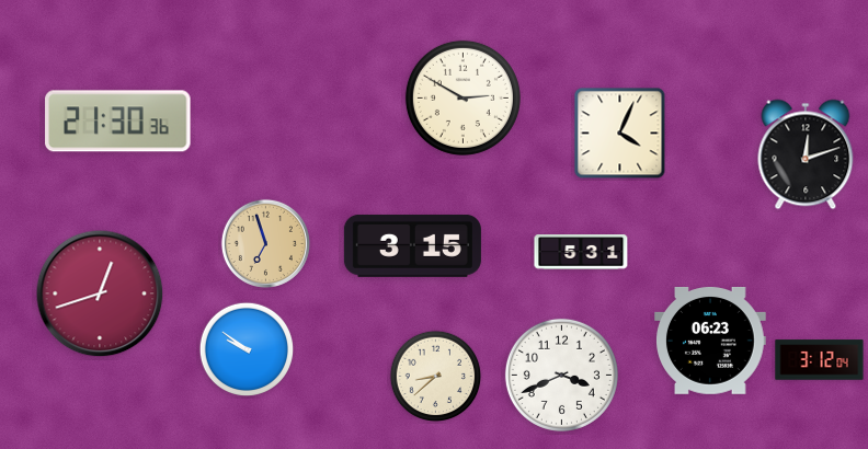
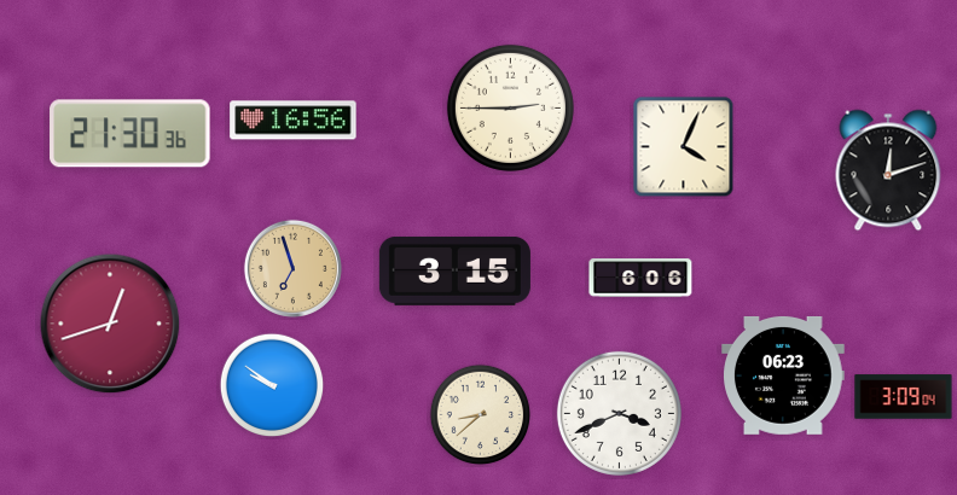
clock at (462, 97): 2:50 -> 2:45
clock at (294, 121): none -> 16:56
clock at (581, 252): 5:31 -> 6:06
clock at (820, 360): 3:12 -> 3:09
